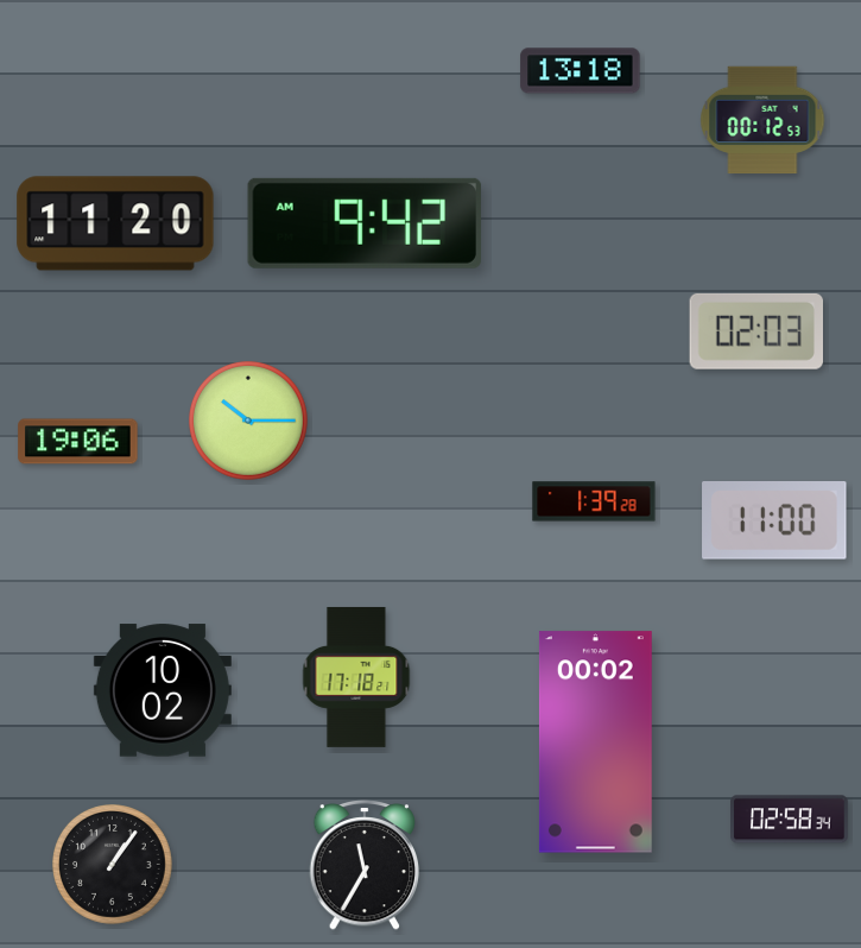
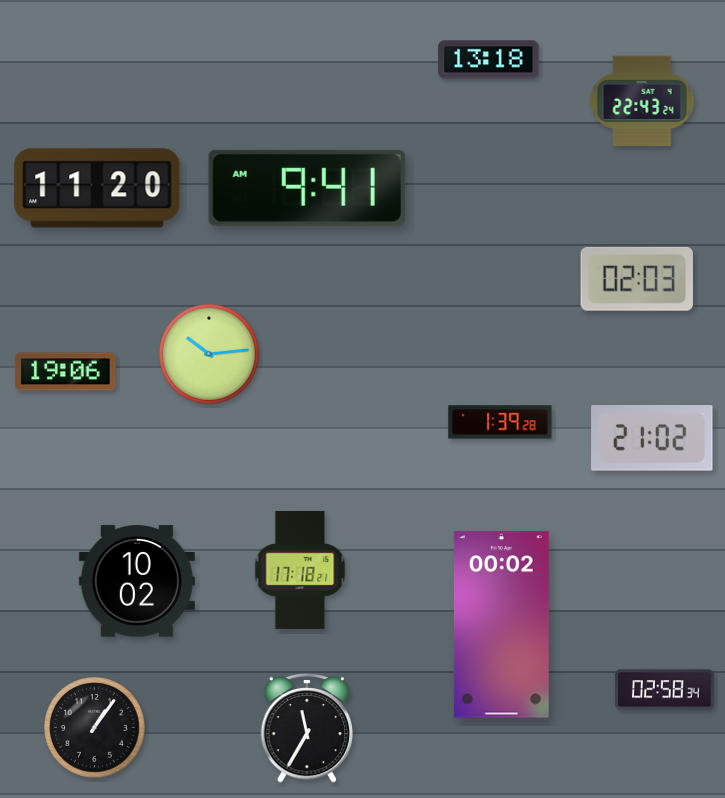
clock at (762, 120): 00:12 -> 22:43
clock at (365, 223): 9:42 -> 9:41
clock at (249, 422): 10:15 -> 10:14
clock at (774, 522): 11:00 -> 21:02
